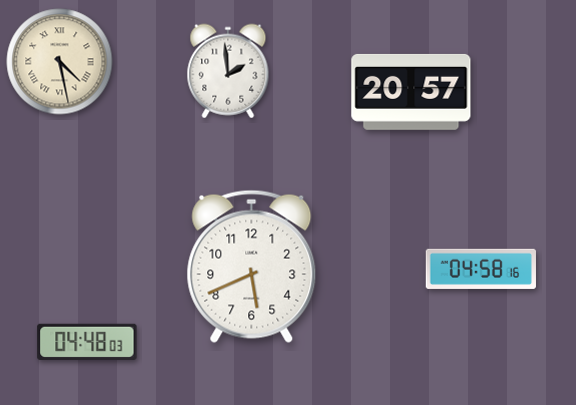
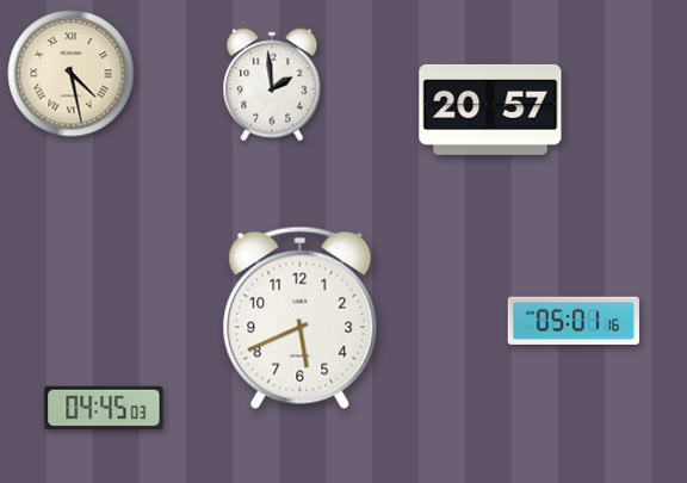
clock at (481, 269): 04:58 -> 05:01
clock at (87, 342): 04:48 -> 04:45
